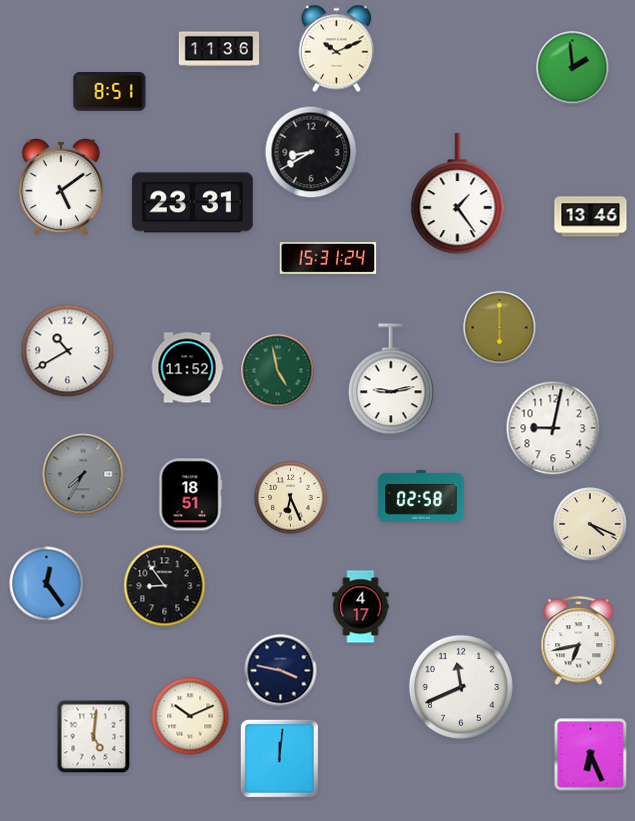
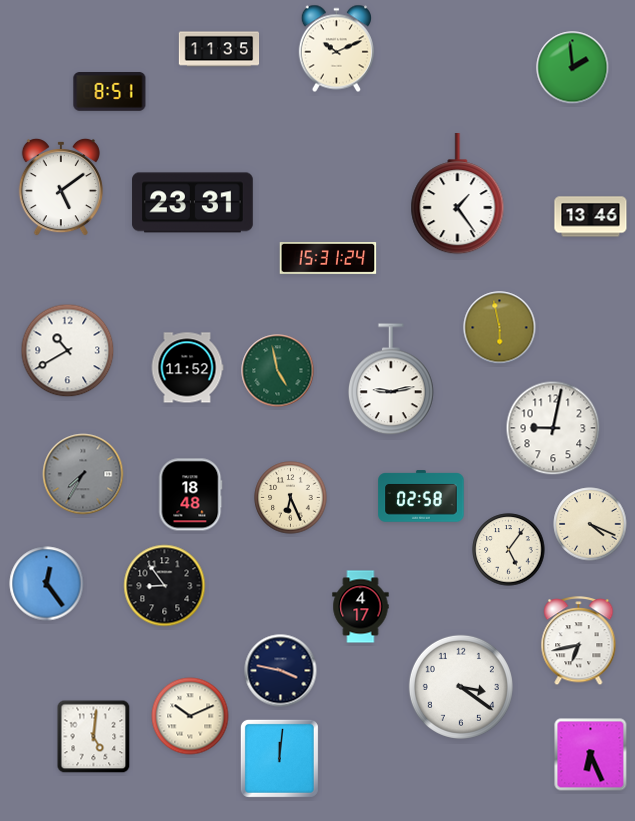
clock at (219, 49): 11:36 -> 11:35
clock at (311, 152): 8:40 -> none
clock at (500, 328): 6:00 -> 5:58
clock at (191, 495): 18:51 -> 18:48
clock at (509, 550): none -> 5:06
clock at (461, 687): 11:41 -> 3:21
